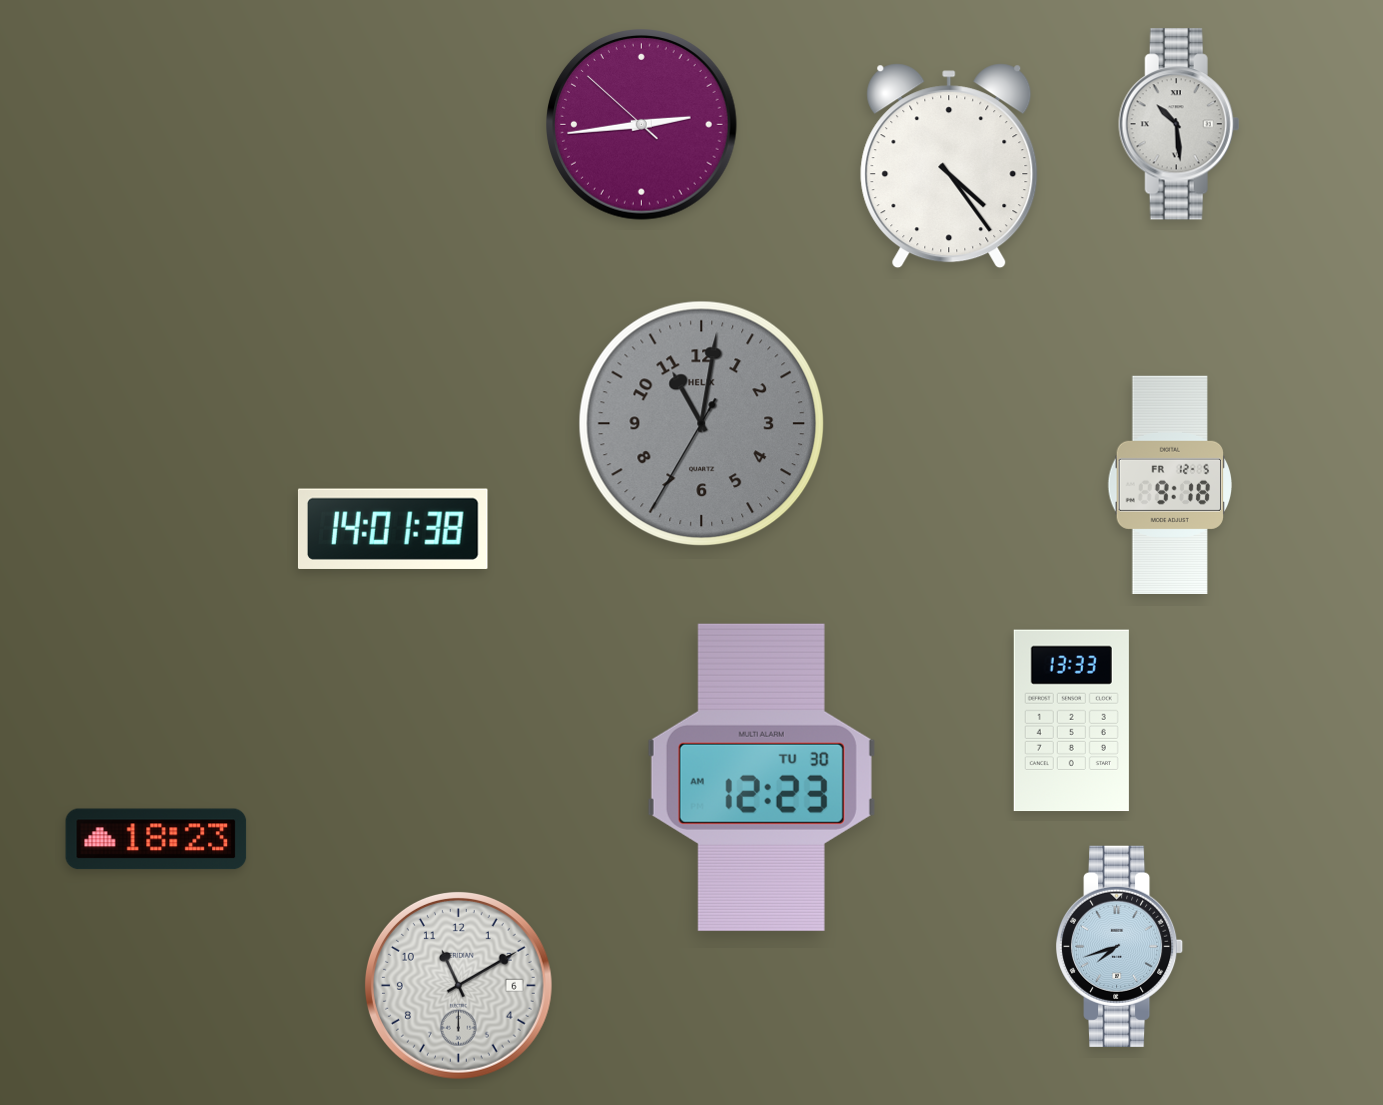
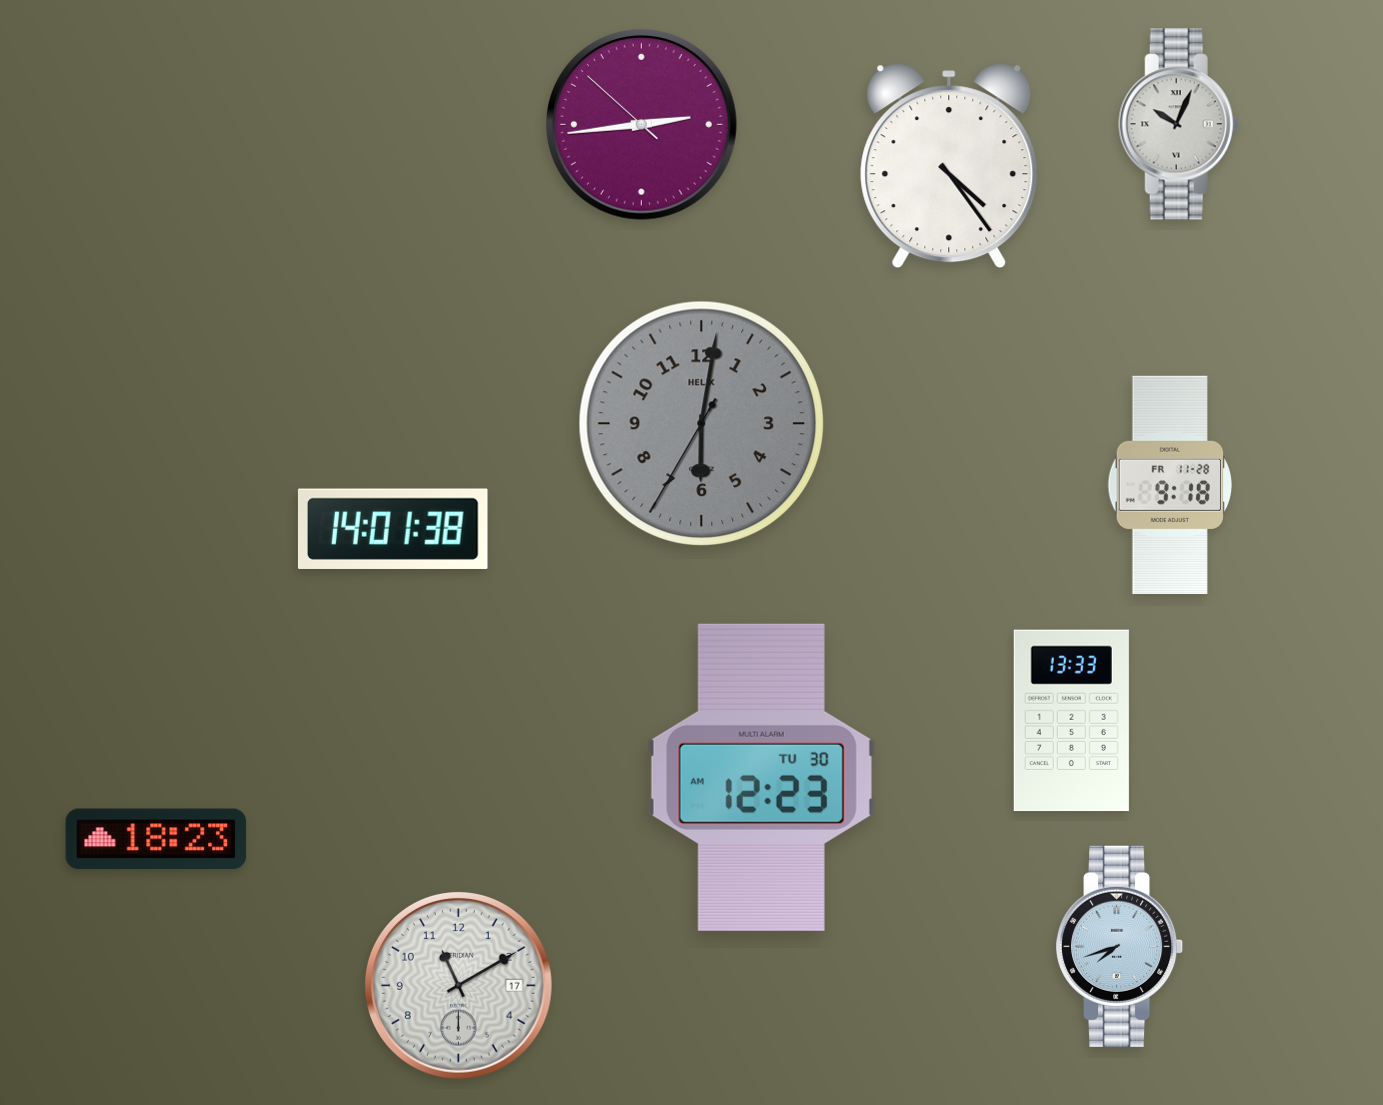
clock at (1179, 124): 10:29 -> 10:04
clock at (701, 423): 11:01 -> 6:01
clock at (1169, 485) date: FR 12-5 -> FR 11-28
clock at (458, 985) date: 6 -> 17
